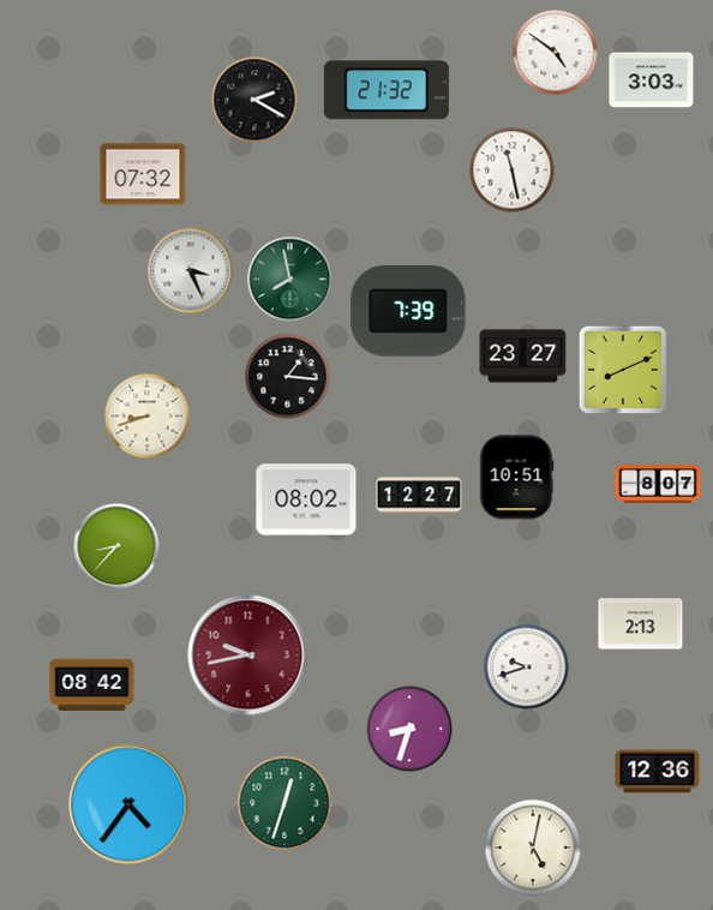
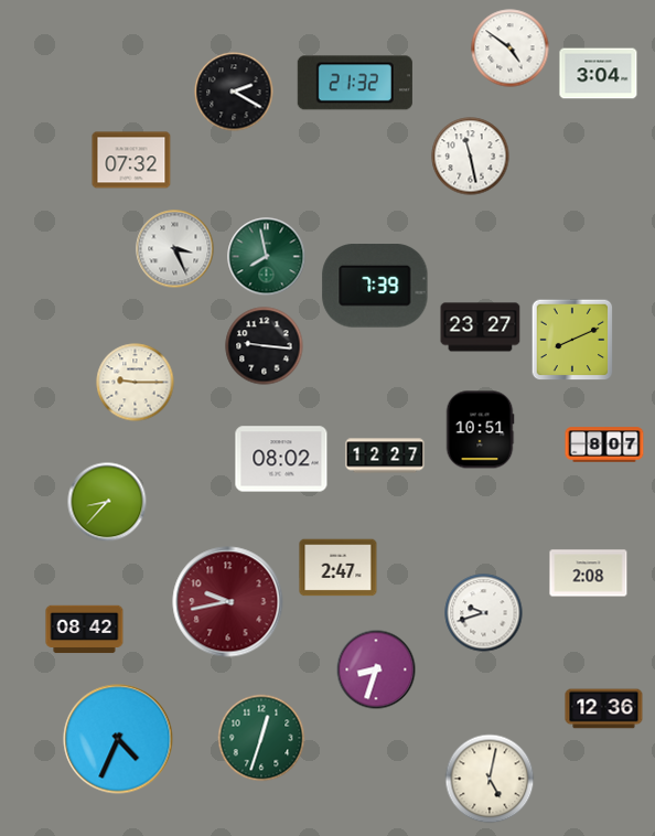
clock at (652, 80): 3:03 -> 3:04
clock at (288, 377): 1:16 -> 9:16
clock at (148, 417): 8:42 -> 9:15
clock at (516, 478) position: (516, 478) -> (480, 430)
clock at (339, 568): none -> 2:47
clock at (641, 624): 2:13 -> 2:08
clock at (128, 804): 4:36 -> 4:34
